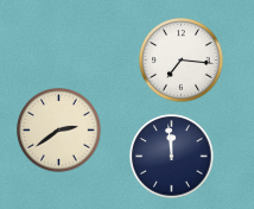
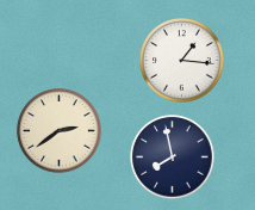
clock at (182, 61): 7:16 -> 1:16
clock at (172, 157): 11:59 -> 7:58
